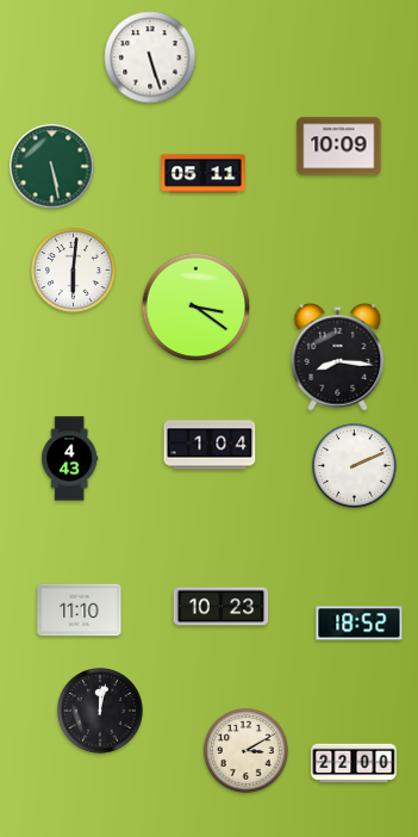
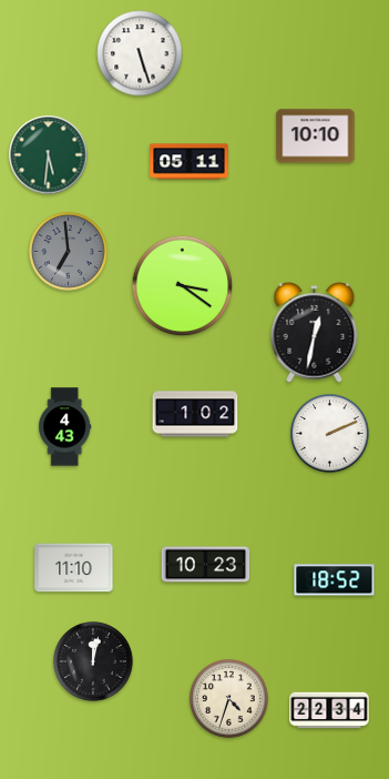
clock at (339, 147): 10:09 -> 10:10
clock at (52, 167): 5:28 -> 5:31
clock at (74, 271): 6:01 -> 6:59
clock at (74, 271) dial: white -> grey
clock at (338, 356): 8:16 -> 12:32
clock at (210, 445): 1:04 -> 1:02
clock at (247, 751): 3:10 -> 4:33
clock at (354, 763): 22:00 -> 22:34
